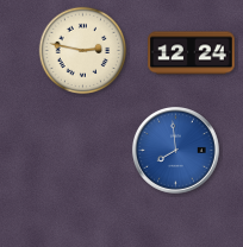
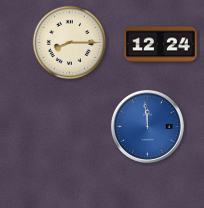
clock at (83, 51): 2:47 -> 8:15
clock at (175, 150): 7:59 -> 11:59
